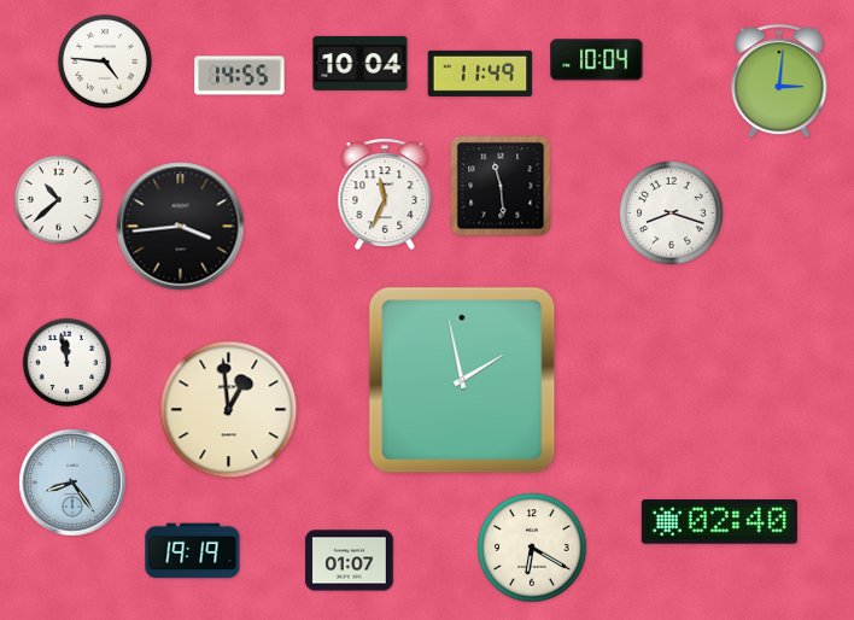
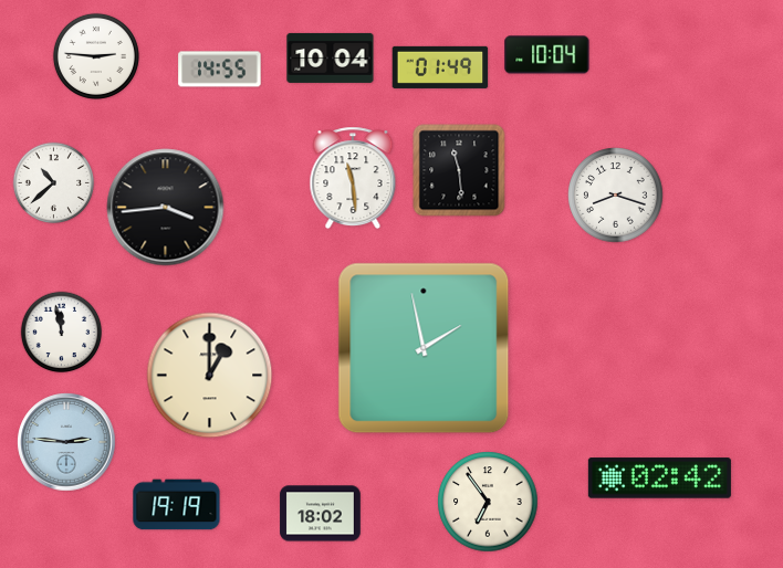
clock at (105, 62): 4:46 -> 2:46
clock at (480, 74): 11:49 -> 01:49
clock at (779, 81): 3:01 -> none
clock at (385, 194): 11:34 -> 11:29
clock at (229, 410): 12:59 -> 1:00
clock at (72, 482): 8:24 -> 2:46
clock at (719, 522): 02:40 -> 02:42
clock at (532, 548): 6:20 -> 6:54
clock at (350, 561): 01:07 -> 18:02
